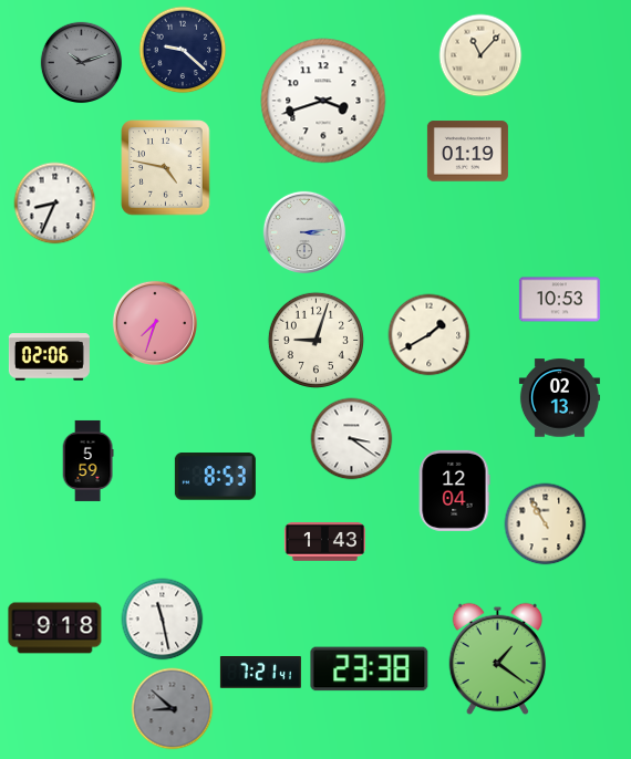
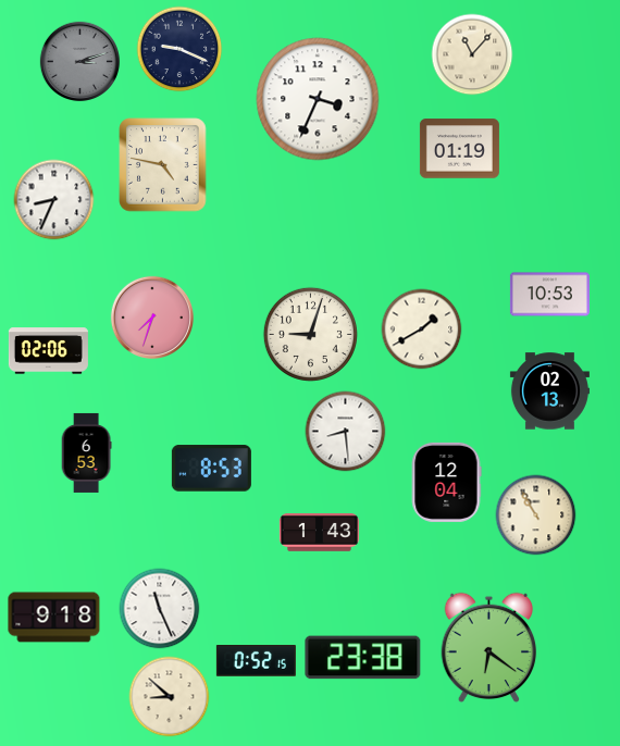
clock at (183, 50): 9:22 -> 9:19
clock at (82, 63): 10:12 -> 3:12
clock at (323, 101): 3:42 -> 3:34
clock at (303, 231): 3:14 -> none
clock at (352, 439): 3:21 -> 8:29
clock at (87, 460): 5:59 -> 6:53
clock at (163, 620): 11:28 -> 11:26
clock at (498, 659): 1:21 -> 6:21
clock at (260, 673): 7:21 -> 0:52
clock at (173, 709) dial: grey -> cream
